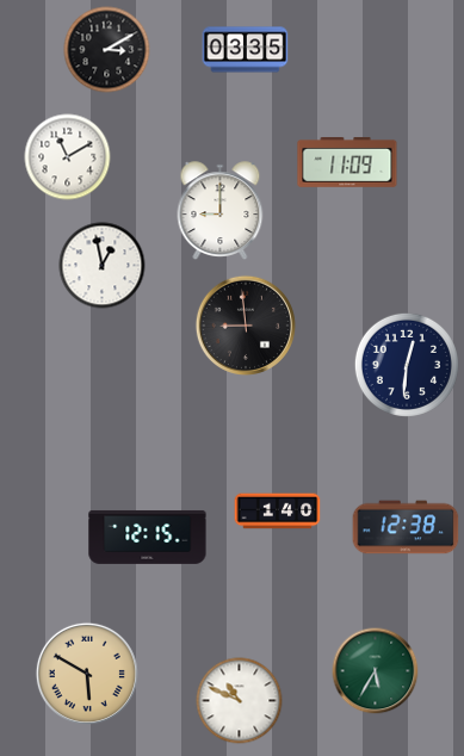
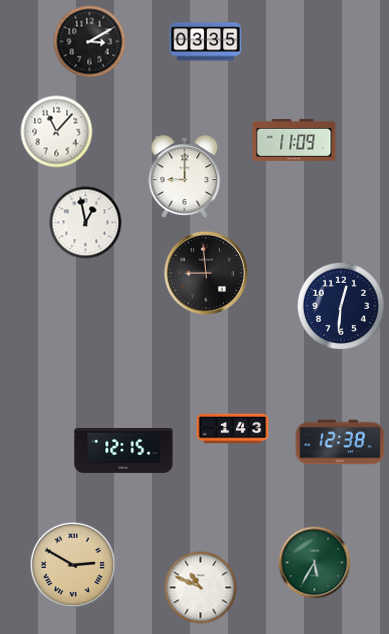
clock at (68, 157): 11:10 -> 11:07
clock at (347, 162) position: (347, 162) -> (294, 140)
clock at (278, 512): 1:40 -> 1:43
clock at (87, 674): 5:50 -> 2:50
